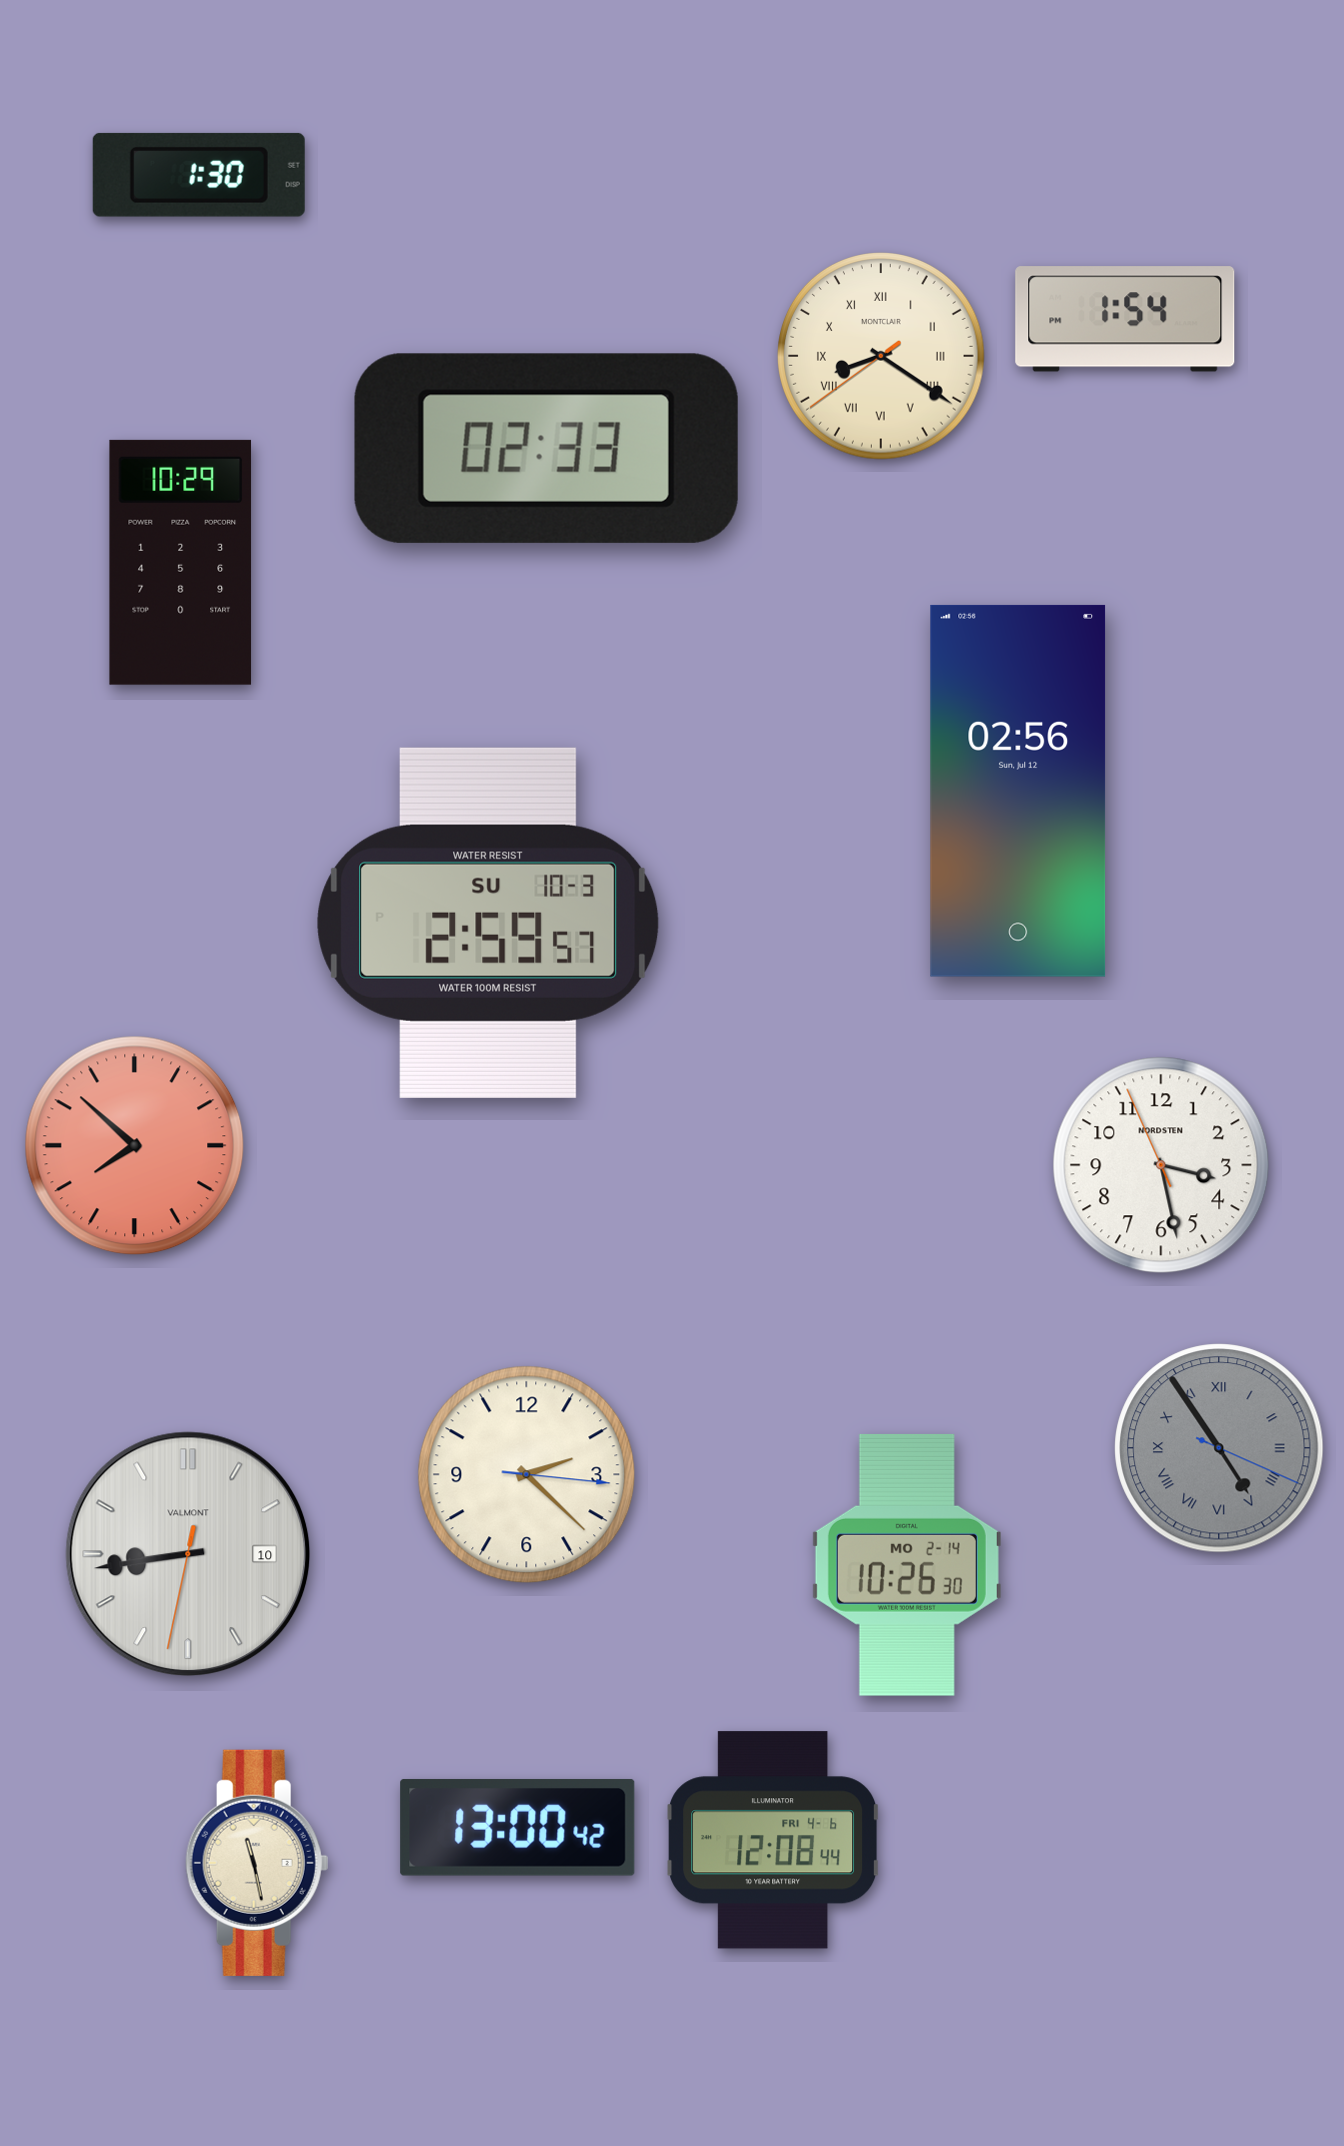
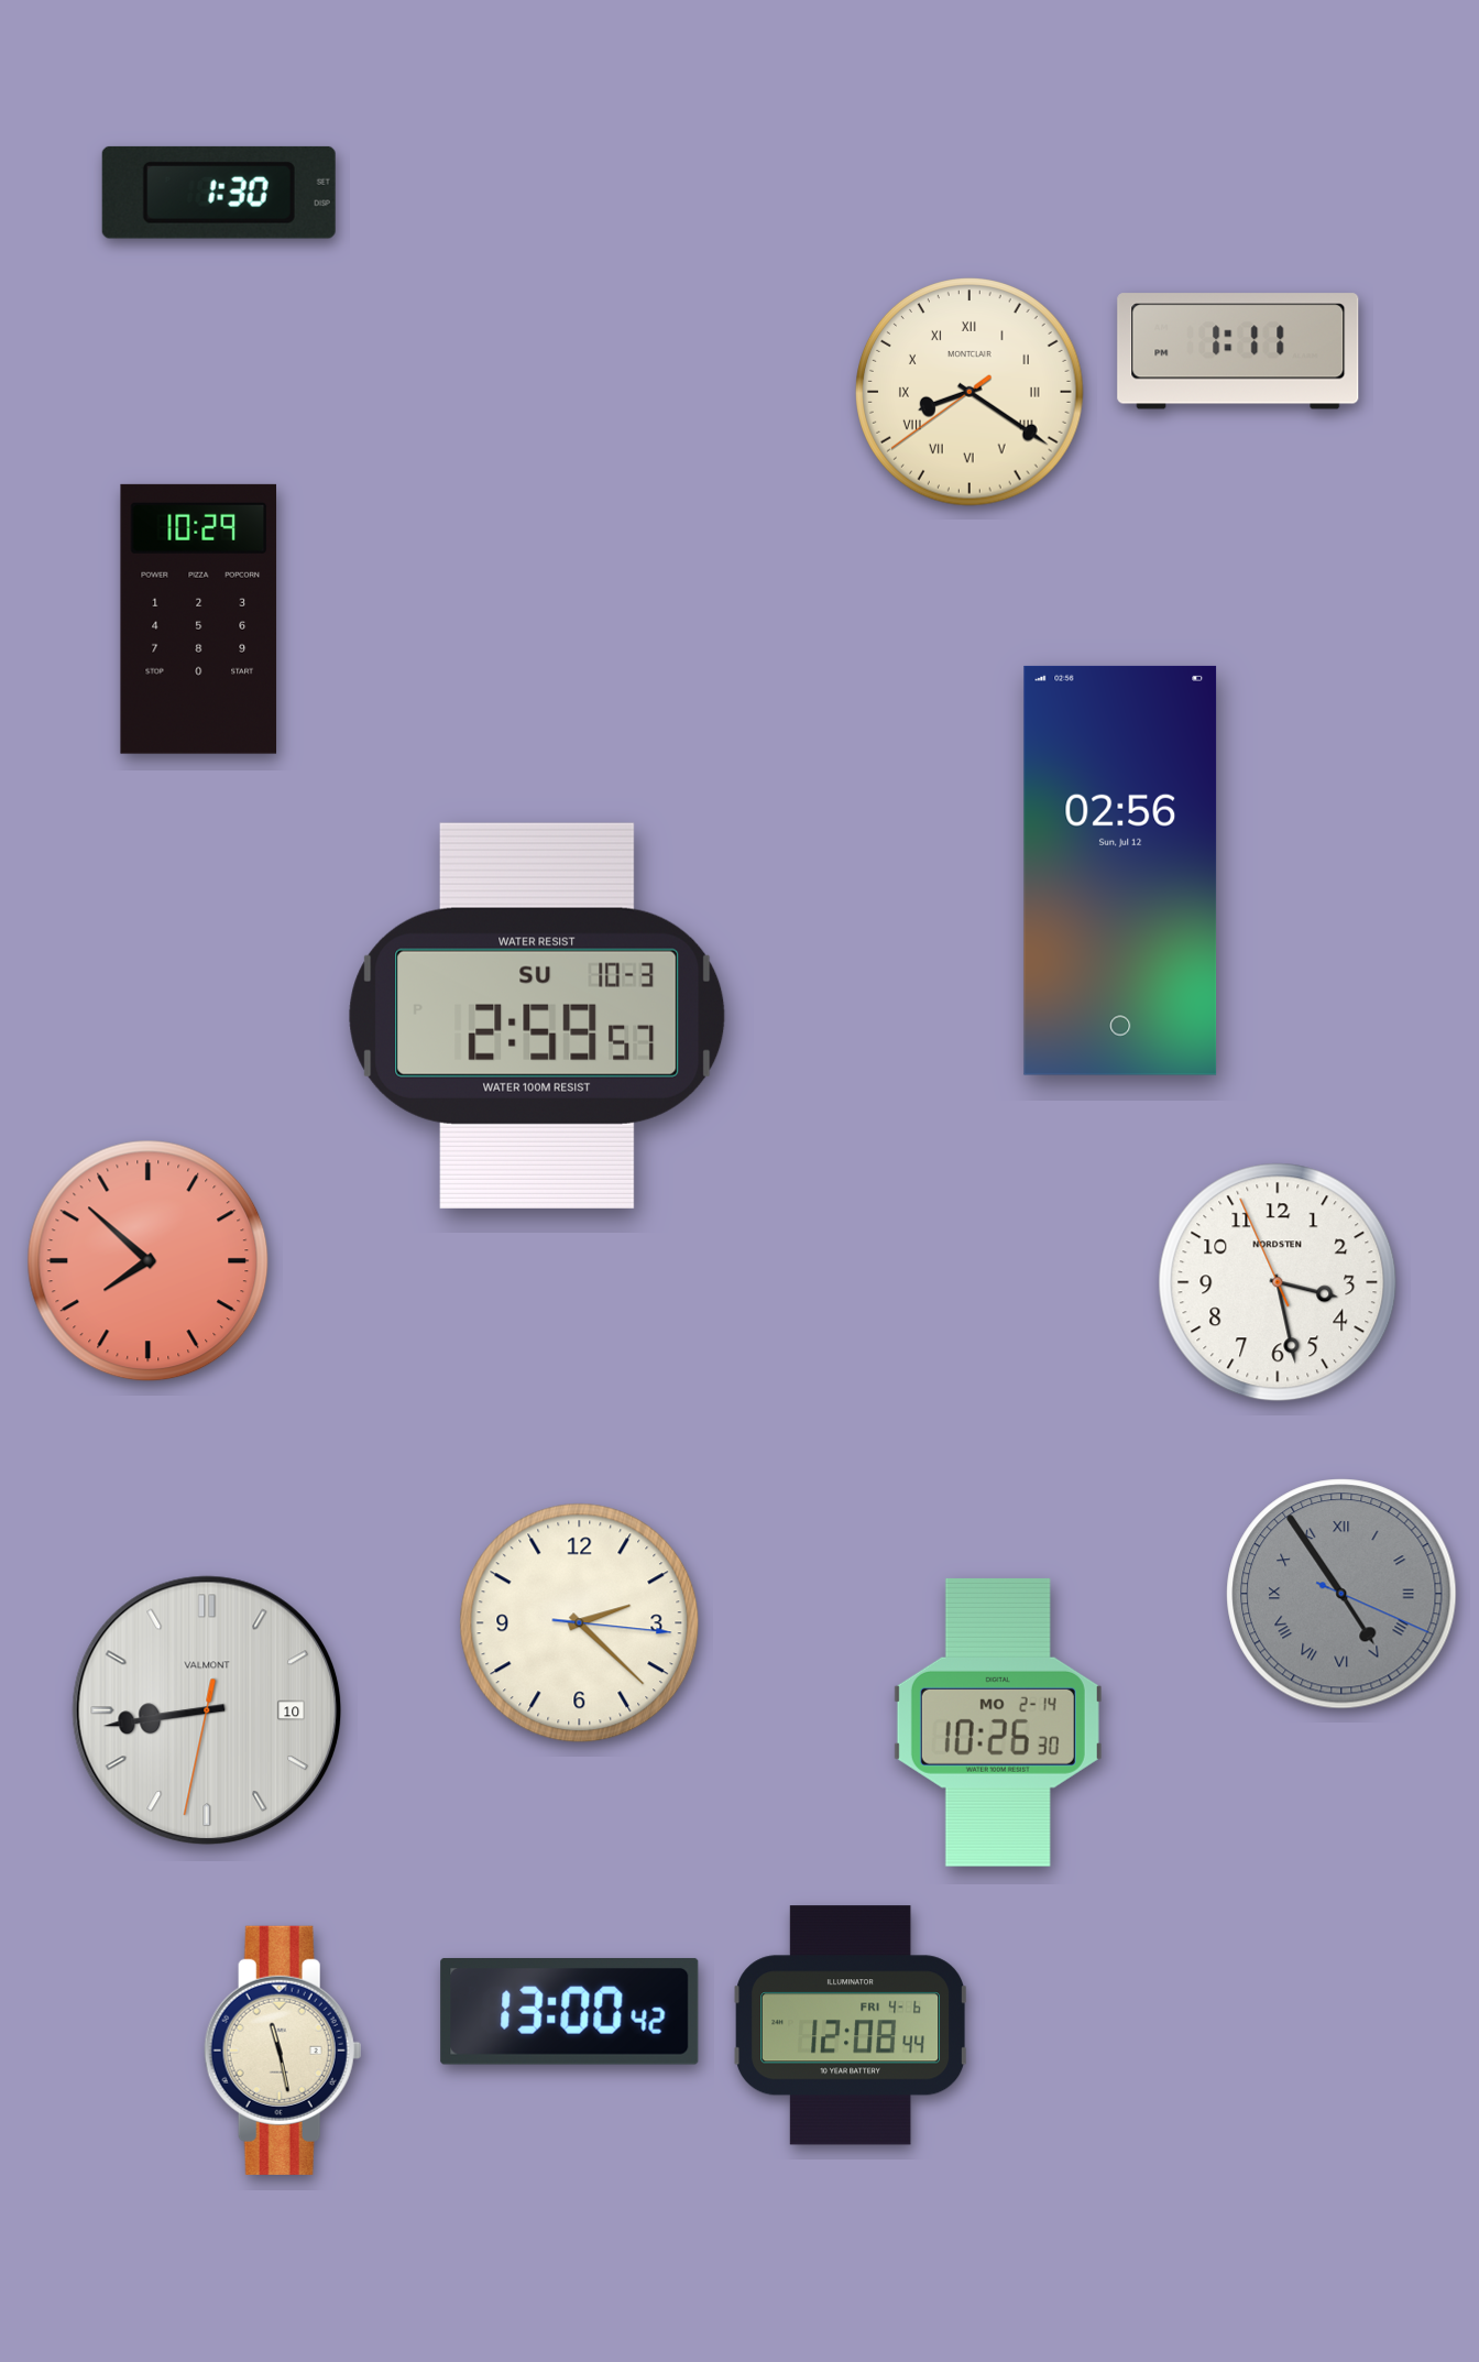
clock at (1125, 319): 1:54 -> 1:11
clock at (546, 448): 02:33 -> none
